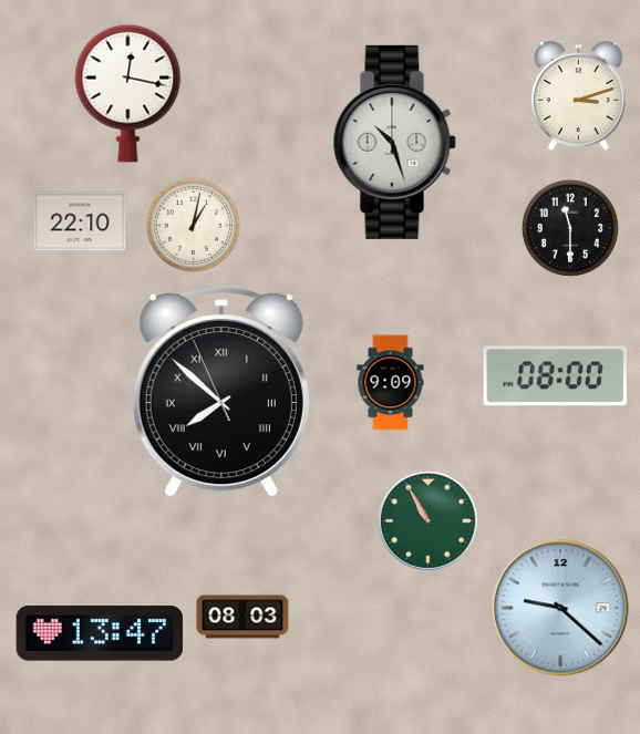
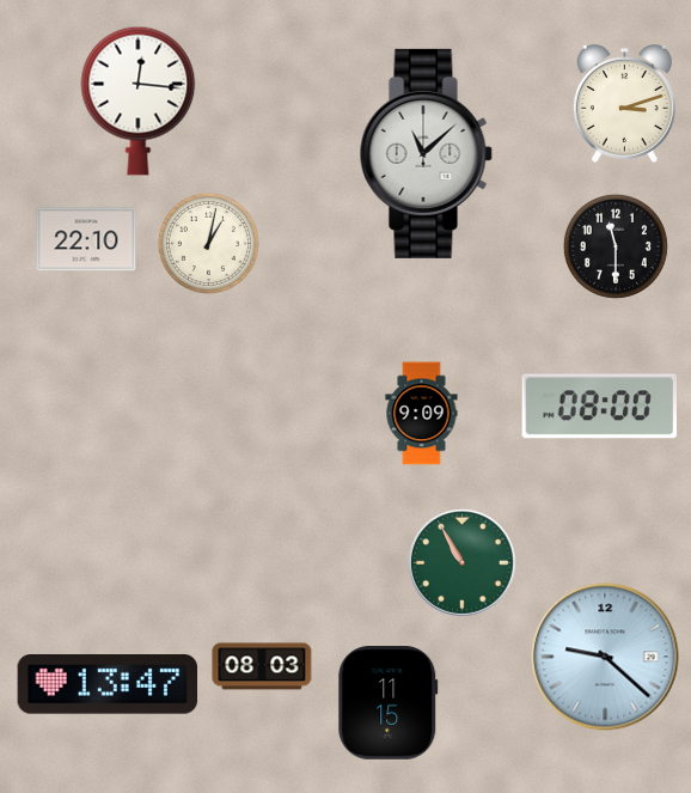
clock at (128, 93): 12:17 -> 12:16
clock at (394, 142): 10:27 -> 11:08
clock at (221, 392): 7:51 -> none
clock at (389, 702): none -> 11:15
